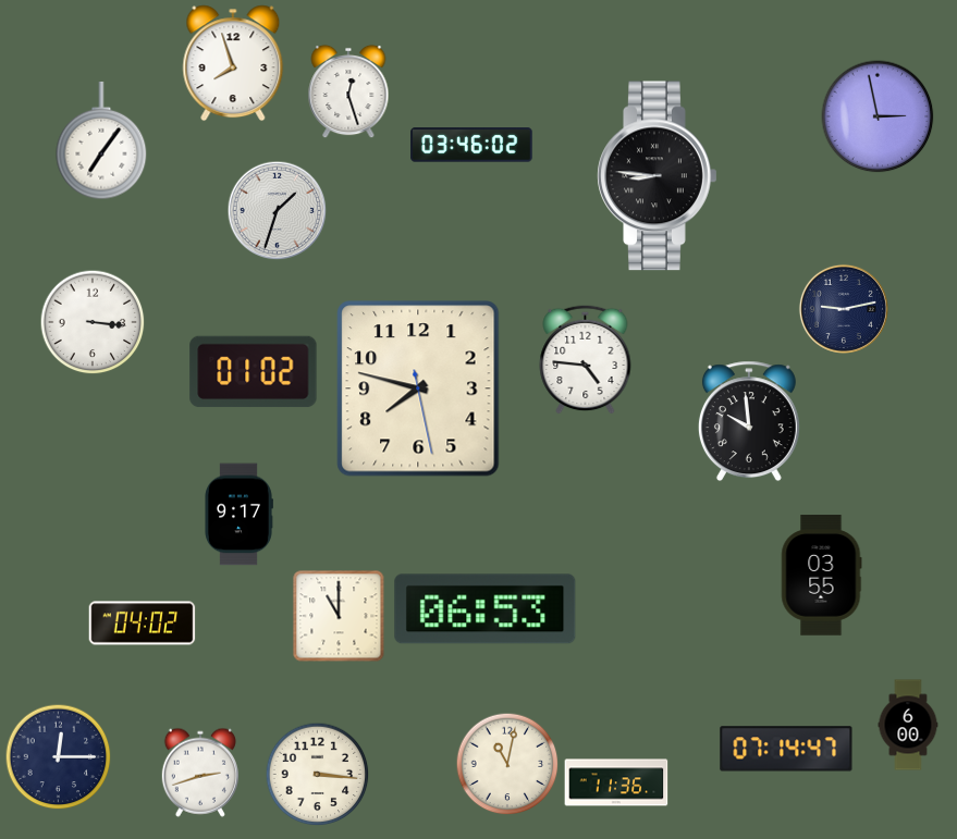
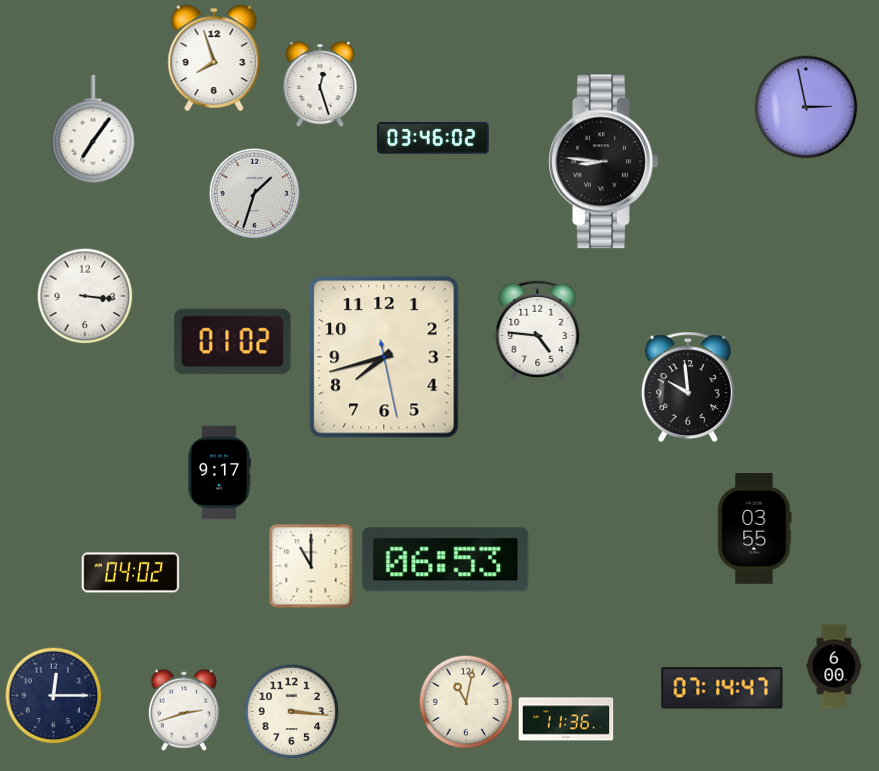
clock at (471, 145) position: (471, 145) -> (433, 138)
clock at (844, 309): 9:13 -> none
clock at (418, 388): 7:47 -> 7:42
